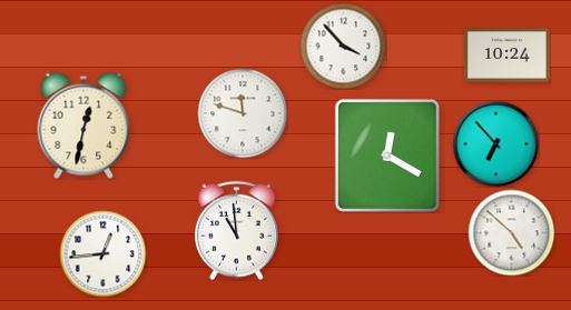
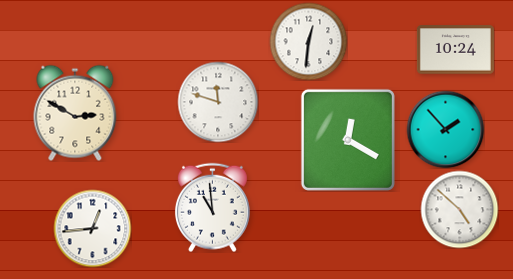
clock at (343, 46): 3:53 -> 12:31
clock at (83, 126): 12:32 -> 2:50
clock at (495, 143): 6:53 -> 1:53
